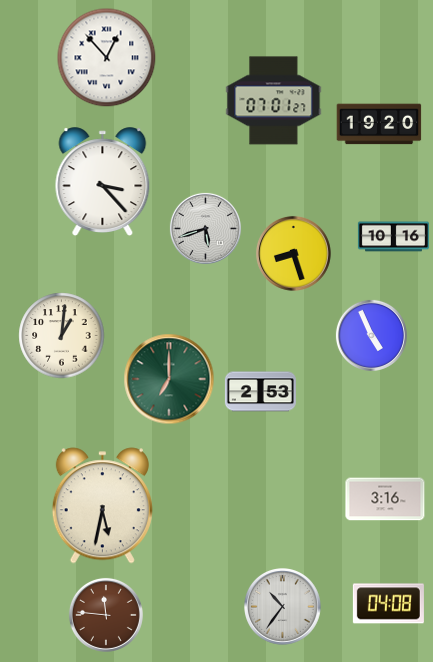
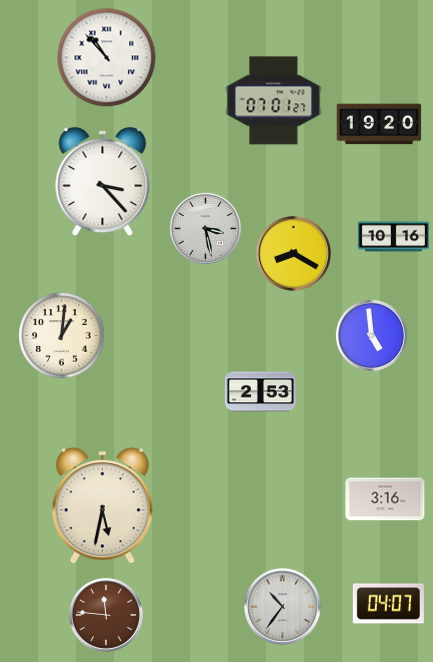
clock at (107, 58): 12:53 -> 10:53
clock at (205, 228): 5:42 -> 3:28
clock at (293, 253): 8:27 -> 8:20
clock at (371, 335): 4:56 -> 4:59
clock at (169, 379): 7:00 -> none
clock at (388, 604): 04:08 -> 04:07
